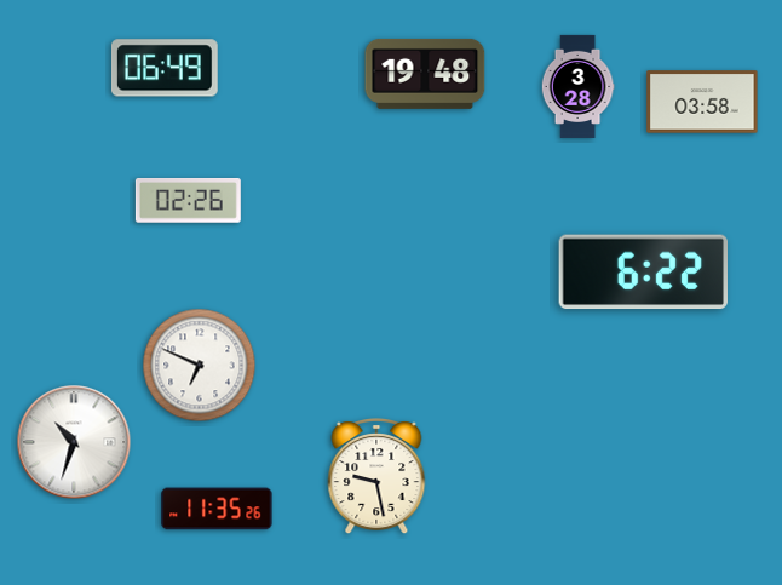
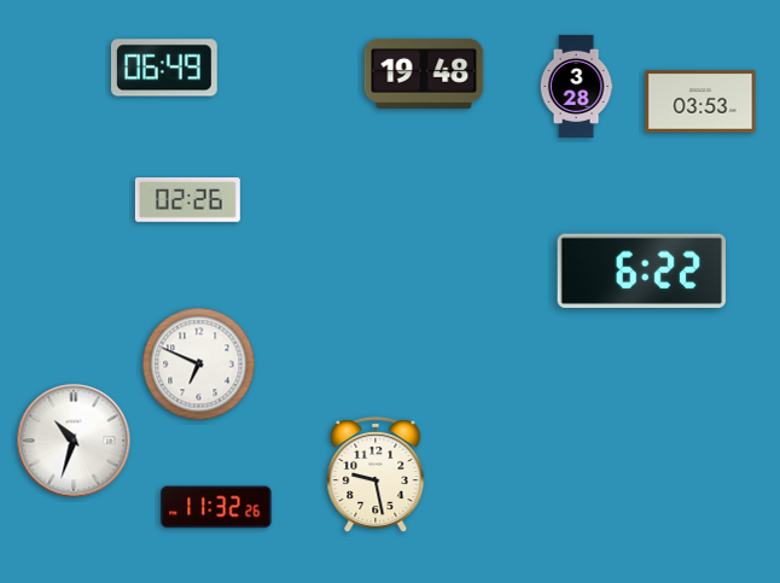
clock at (702, 102): 03:58 -> 03:53
clock at (217, 509): 11:35 -> 11:32
